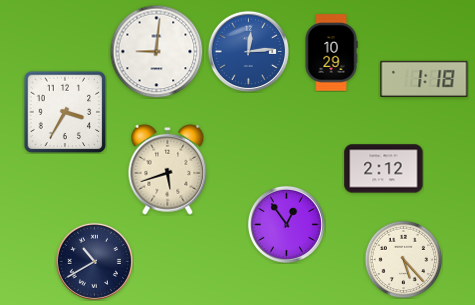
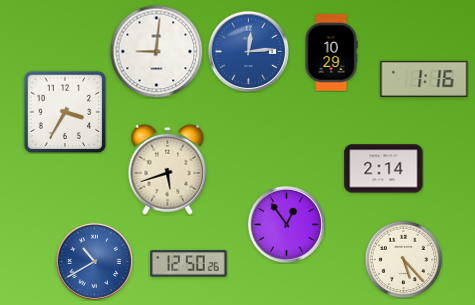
clock at (424, 79): 1:18 -> 1:16
clock at (384, 169): 2:12 -> 2:14
clock at (94, 261) dial: navy -> blue
clock at (189, 264): none -> 12:50
